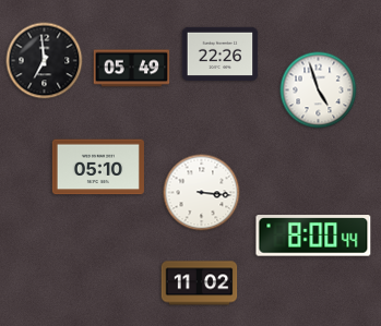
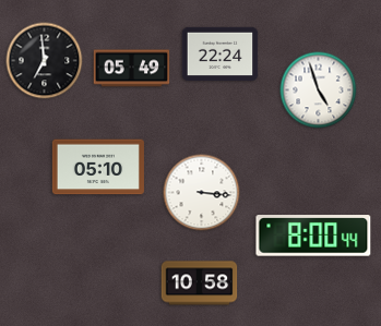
clock at (221, 55): 22:26 -> 22:24
clock at (200, 283): 11:02 -> 10:58
